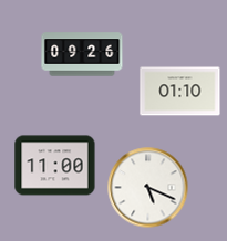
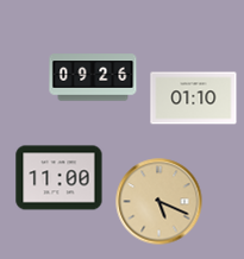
clock at (82, 54) position: (82, 54) -> (93, 77)
clock at (148, 188) dial: white -> champagne
